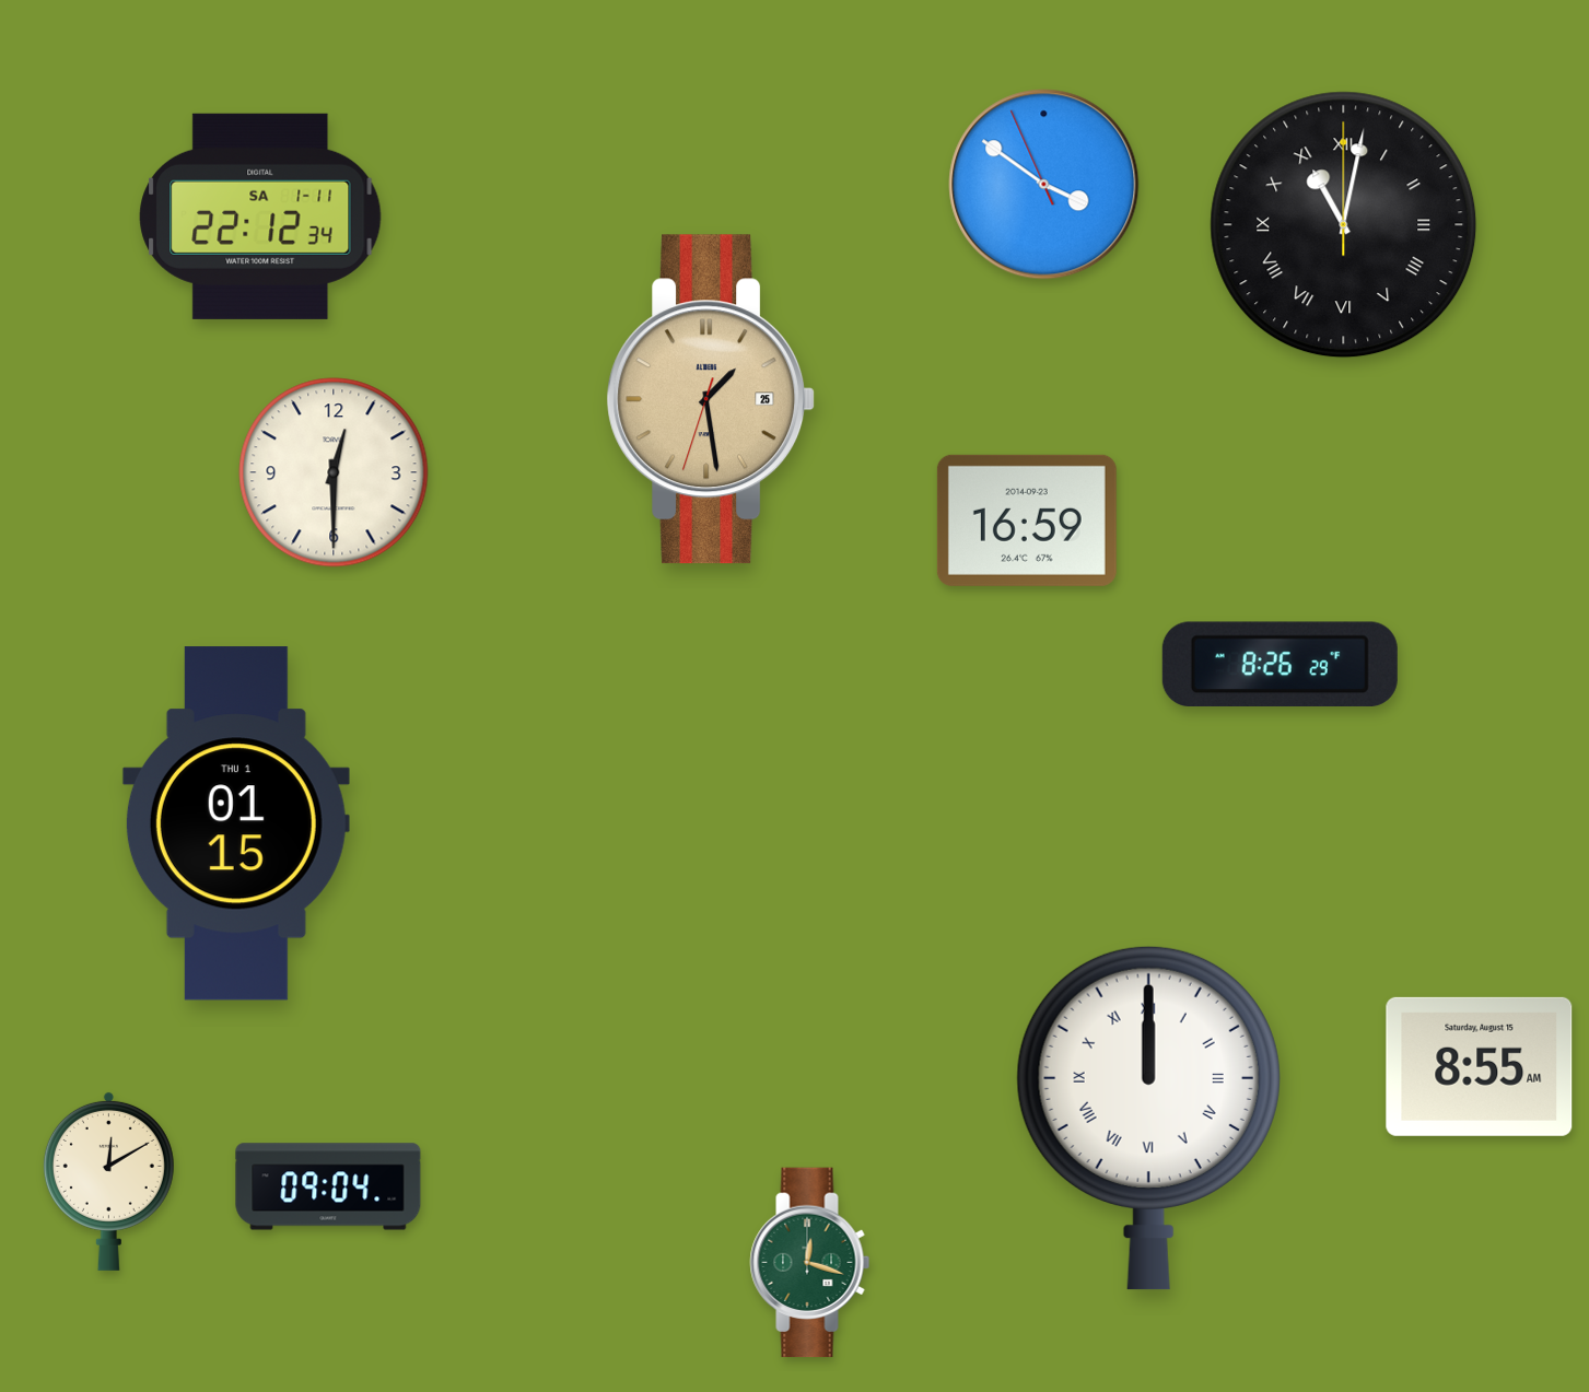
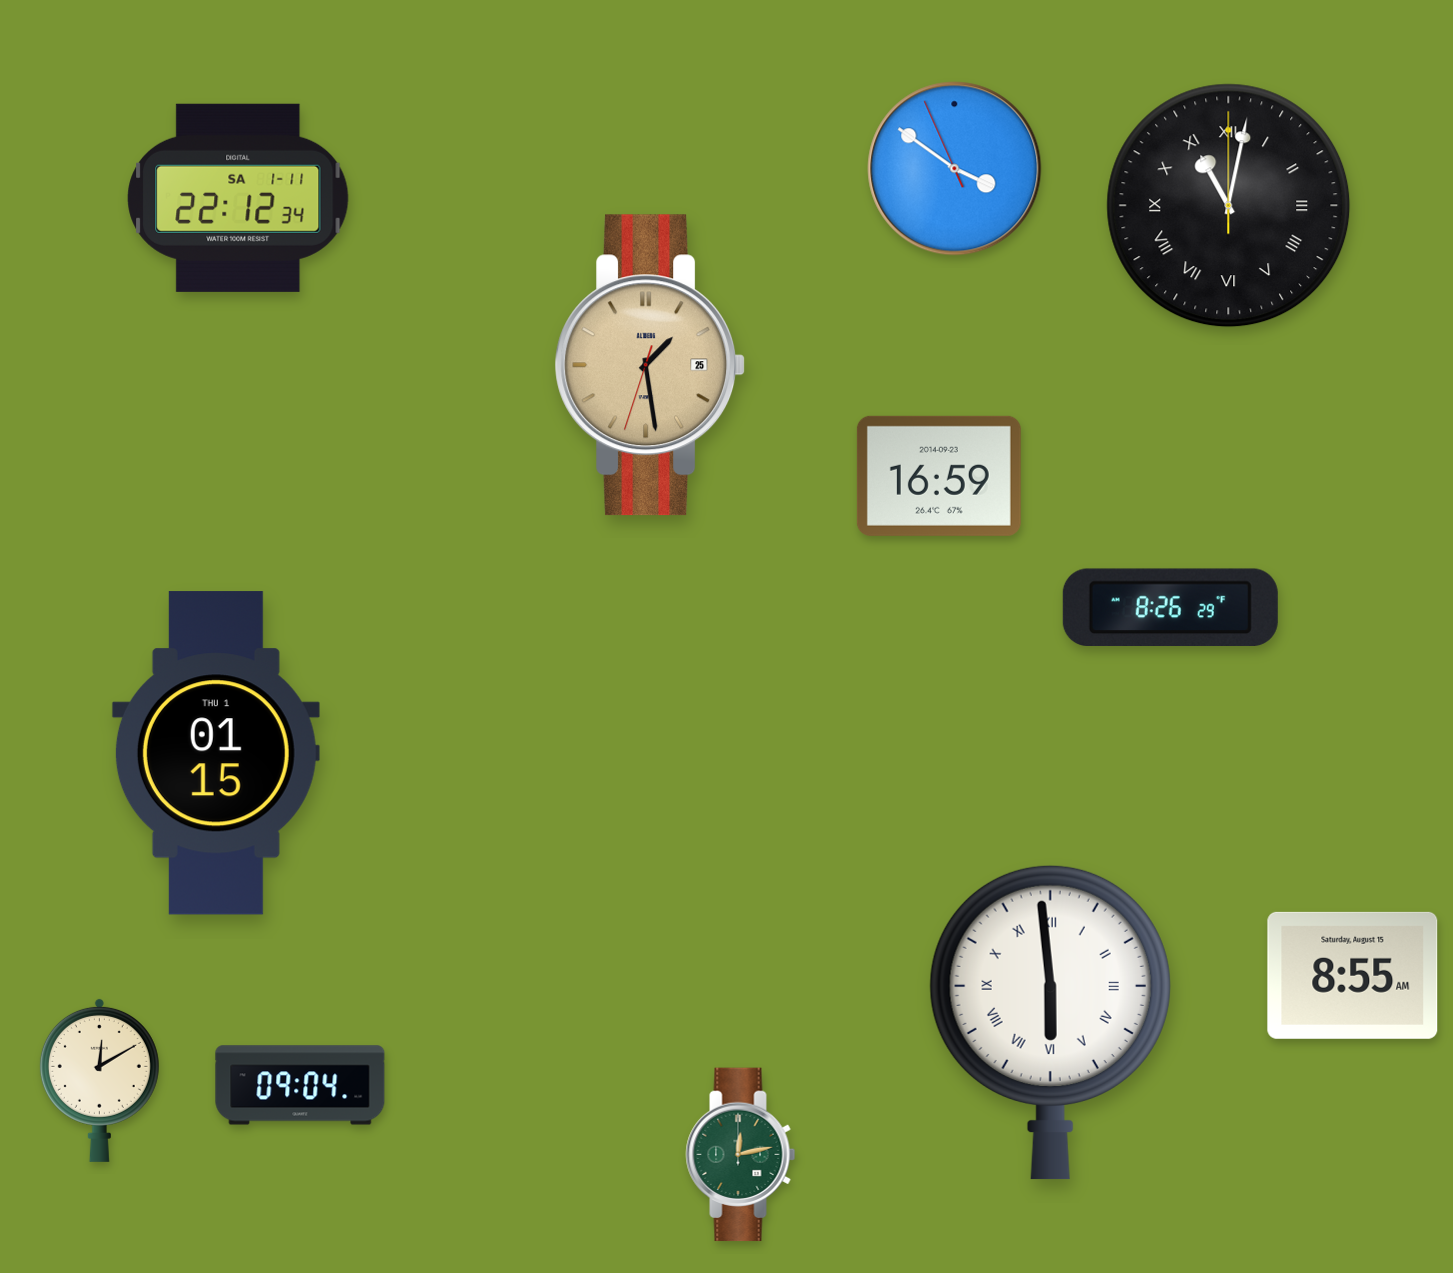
clock at (334, 472): 12:30 -> none
clock at (1148, 1118): 12:00 -> 5:59
clock at (810, 1263): 12:18 -> 12:13
